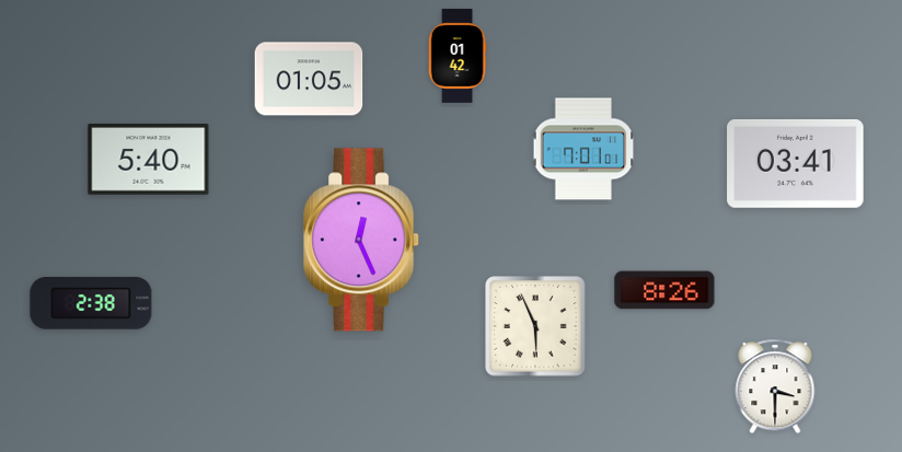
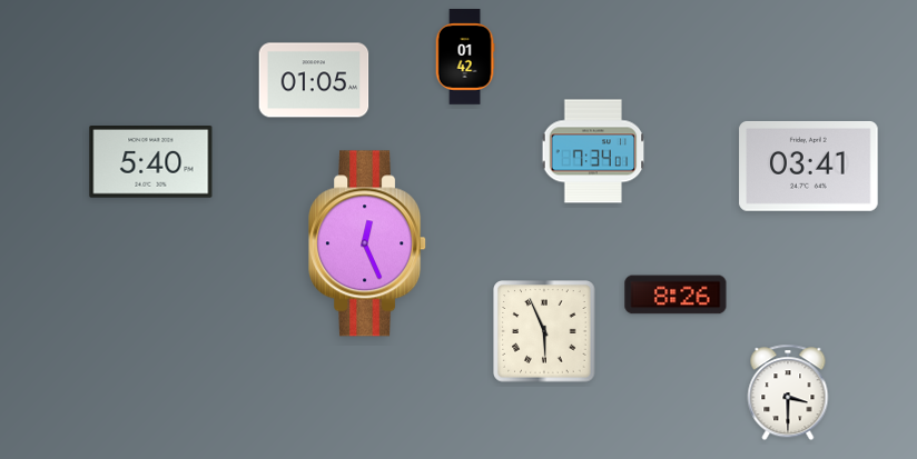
clock at (583, 149): 7:01 -> 7:34
clock at (91, 303): 2:38 -> none
